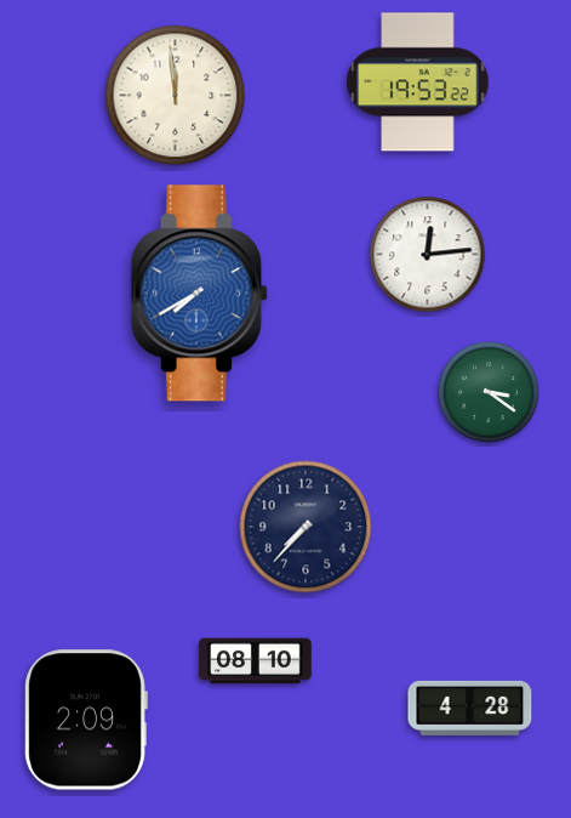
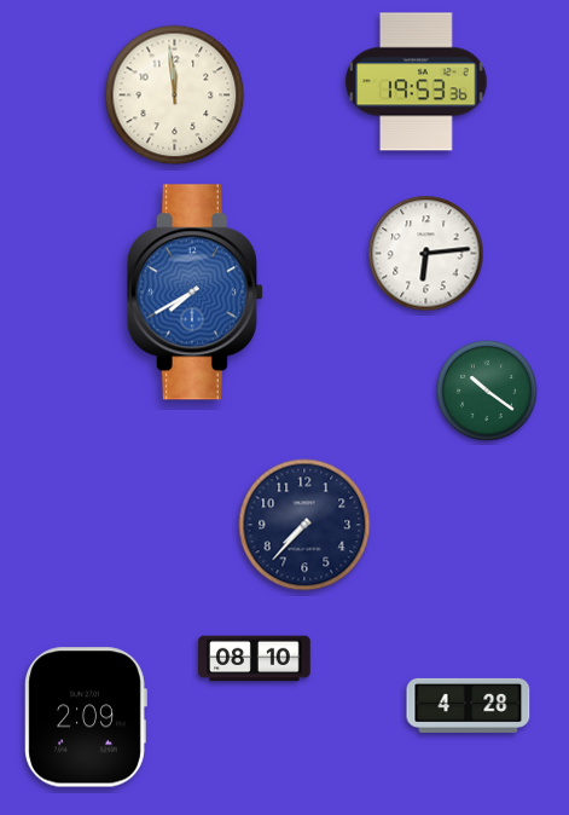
clock at (418, 83): 19:53:22 -> 19:53:36
clock at (428, 255): 12:14 -> 6:14
clock at (199, 294) position: (199, 294) -> (194, 293)
clock at (490, 393): 3:21 -> 10:21
